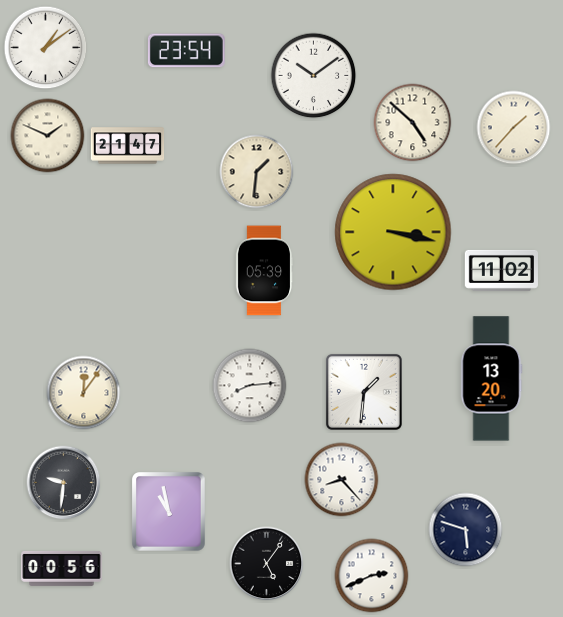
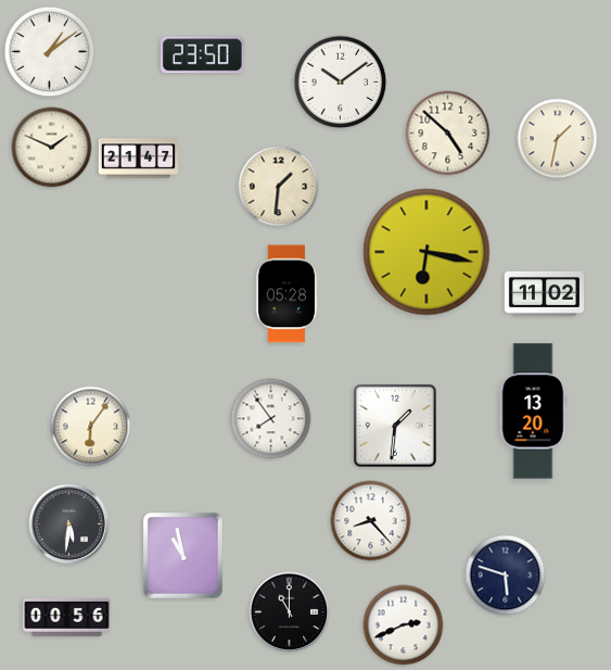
clock at (186, 51): 23:54 -> 23:50
clock at (514, 128): 1:37 -> 1:32
clock at (393, 232): 3:17 -> 6:17
clock at (264, 271): 05:39 -> 05:28
clock at (250, 386): 8:14 -> 7:54
clock at (84, 393): 12:06 -> 6:06
clock at (64, 483): 9:31 -> 5:31
clock at (267, 564): 5:06 -> 11:00
